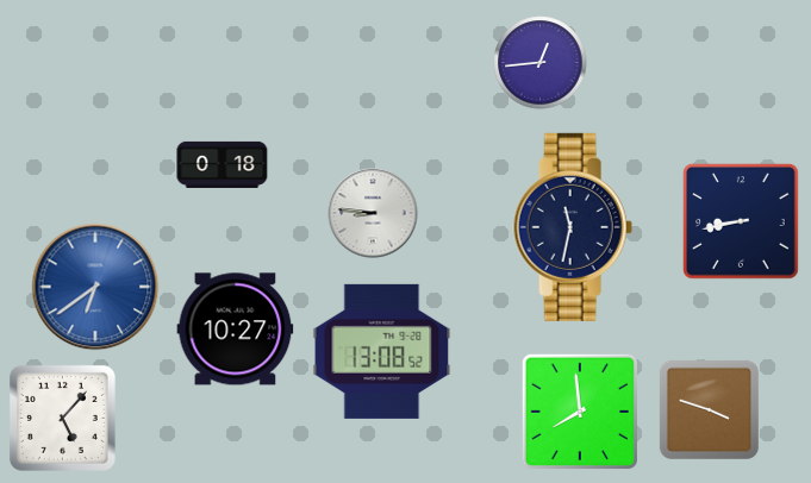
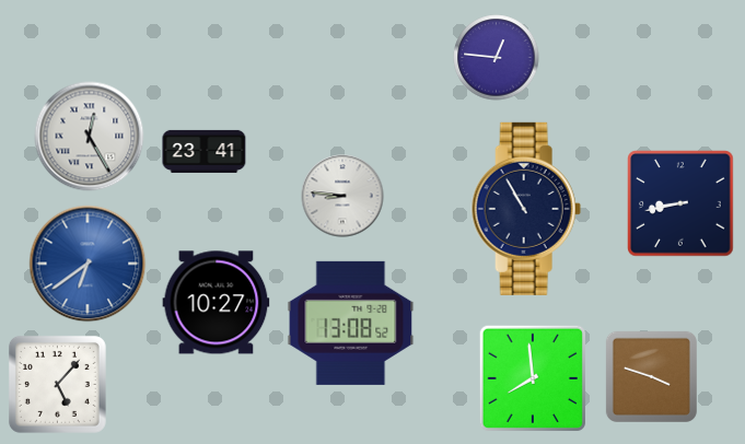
clock at (541, 63): 12:44 -> 12:46
clock at (90, 137): none -> 12:25
clock at (223, 164): 0:18 -> 23:41
clock at (573, 227): 11:32 -> 10:55
